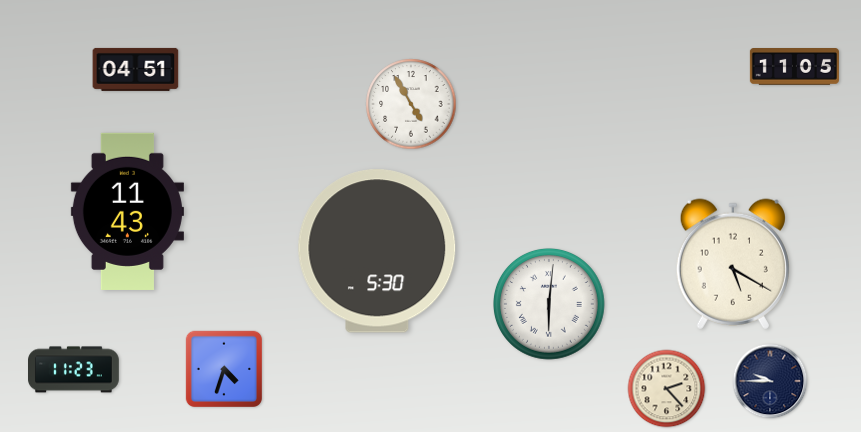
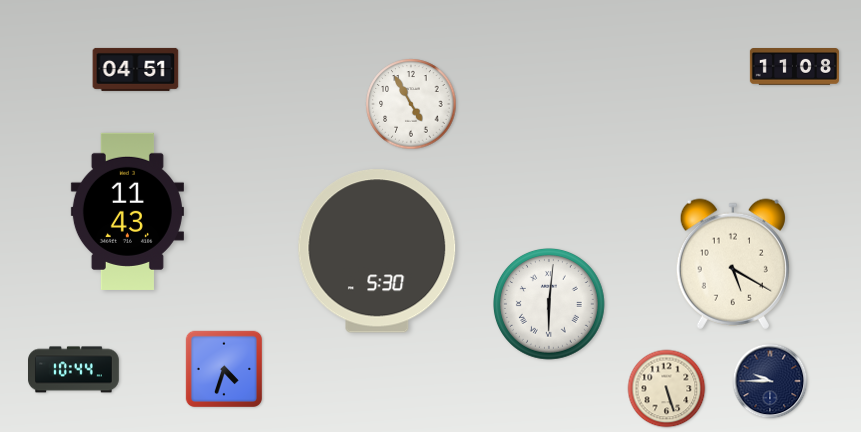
clock at (794, 67): 11:05 -> 11:08
clock at (74, 370): 11:23 -> 10:44
clock at (667, 389): 2:23 -> 5:27
